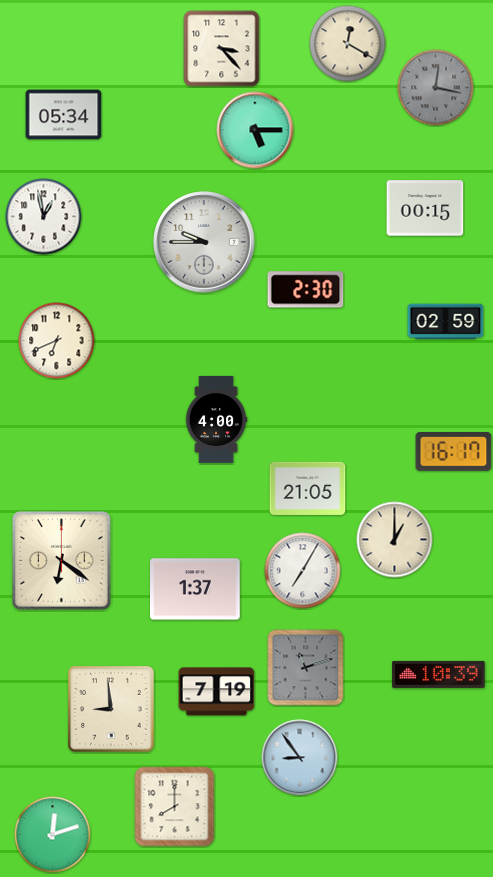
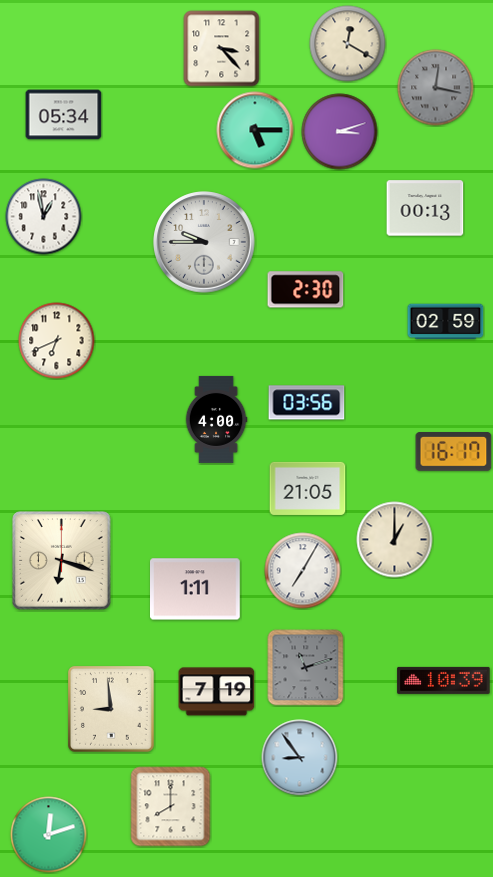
clock at (340, 132): none -> 3:12
clock at (425, 208): 00:15 -> 00:13
clock at (307, 403): none -> 03:56
clock at (62, 561): 6:21 -> 6:18
clock at (196, 589): 1:37 -> 1:11
clock at (439, 674) position: (439, 674) -> (444, 680)
clock at (175, 807) position: (175, 807) -> (171, 807)
clock at (53, 835) position: (53, 835) -> (49, 835)
